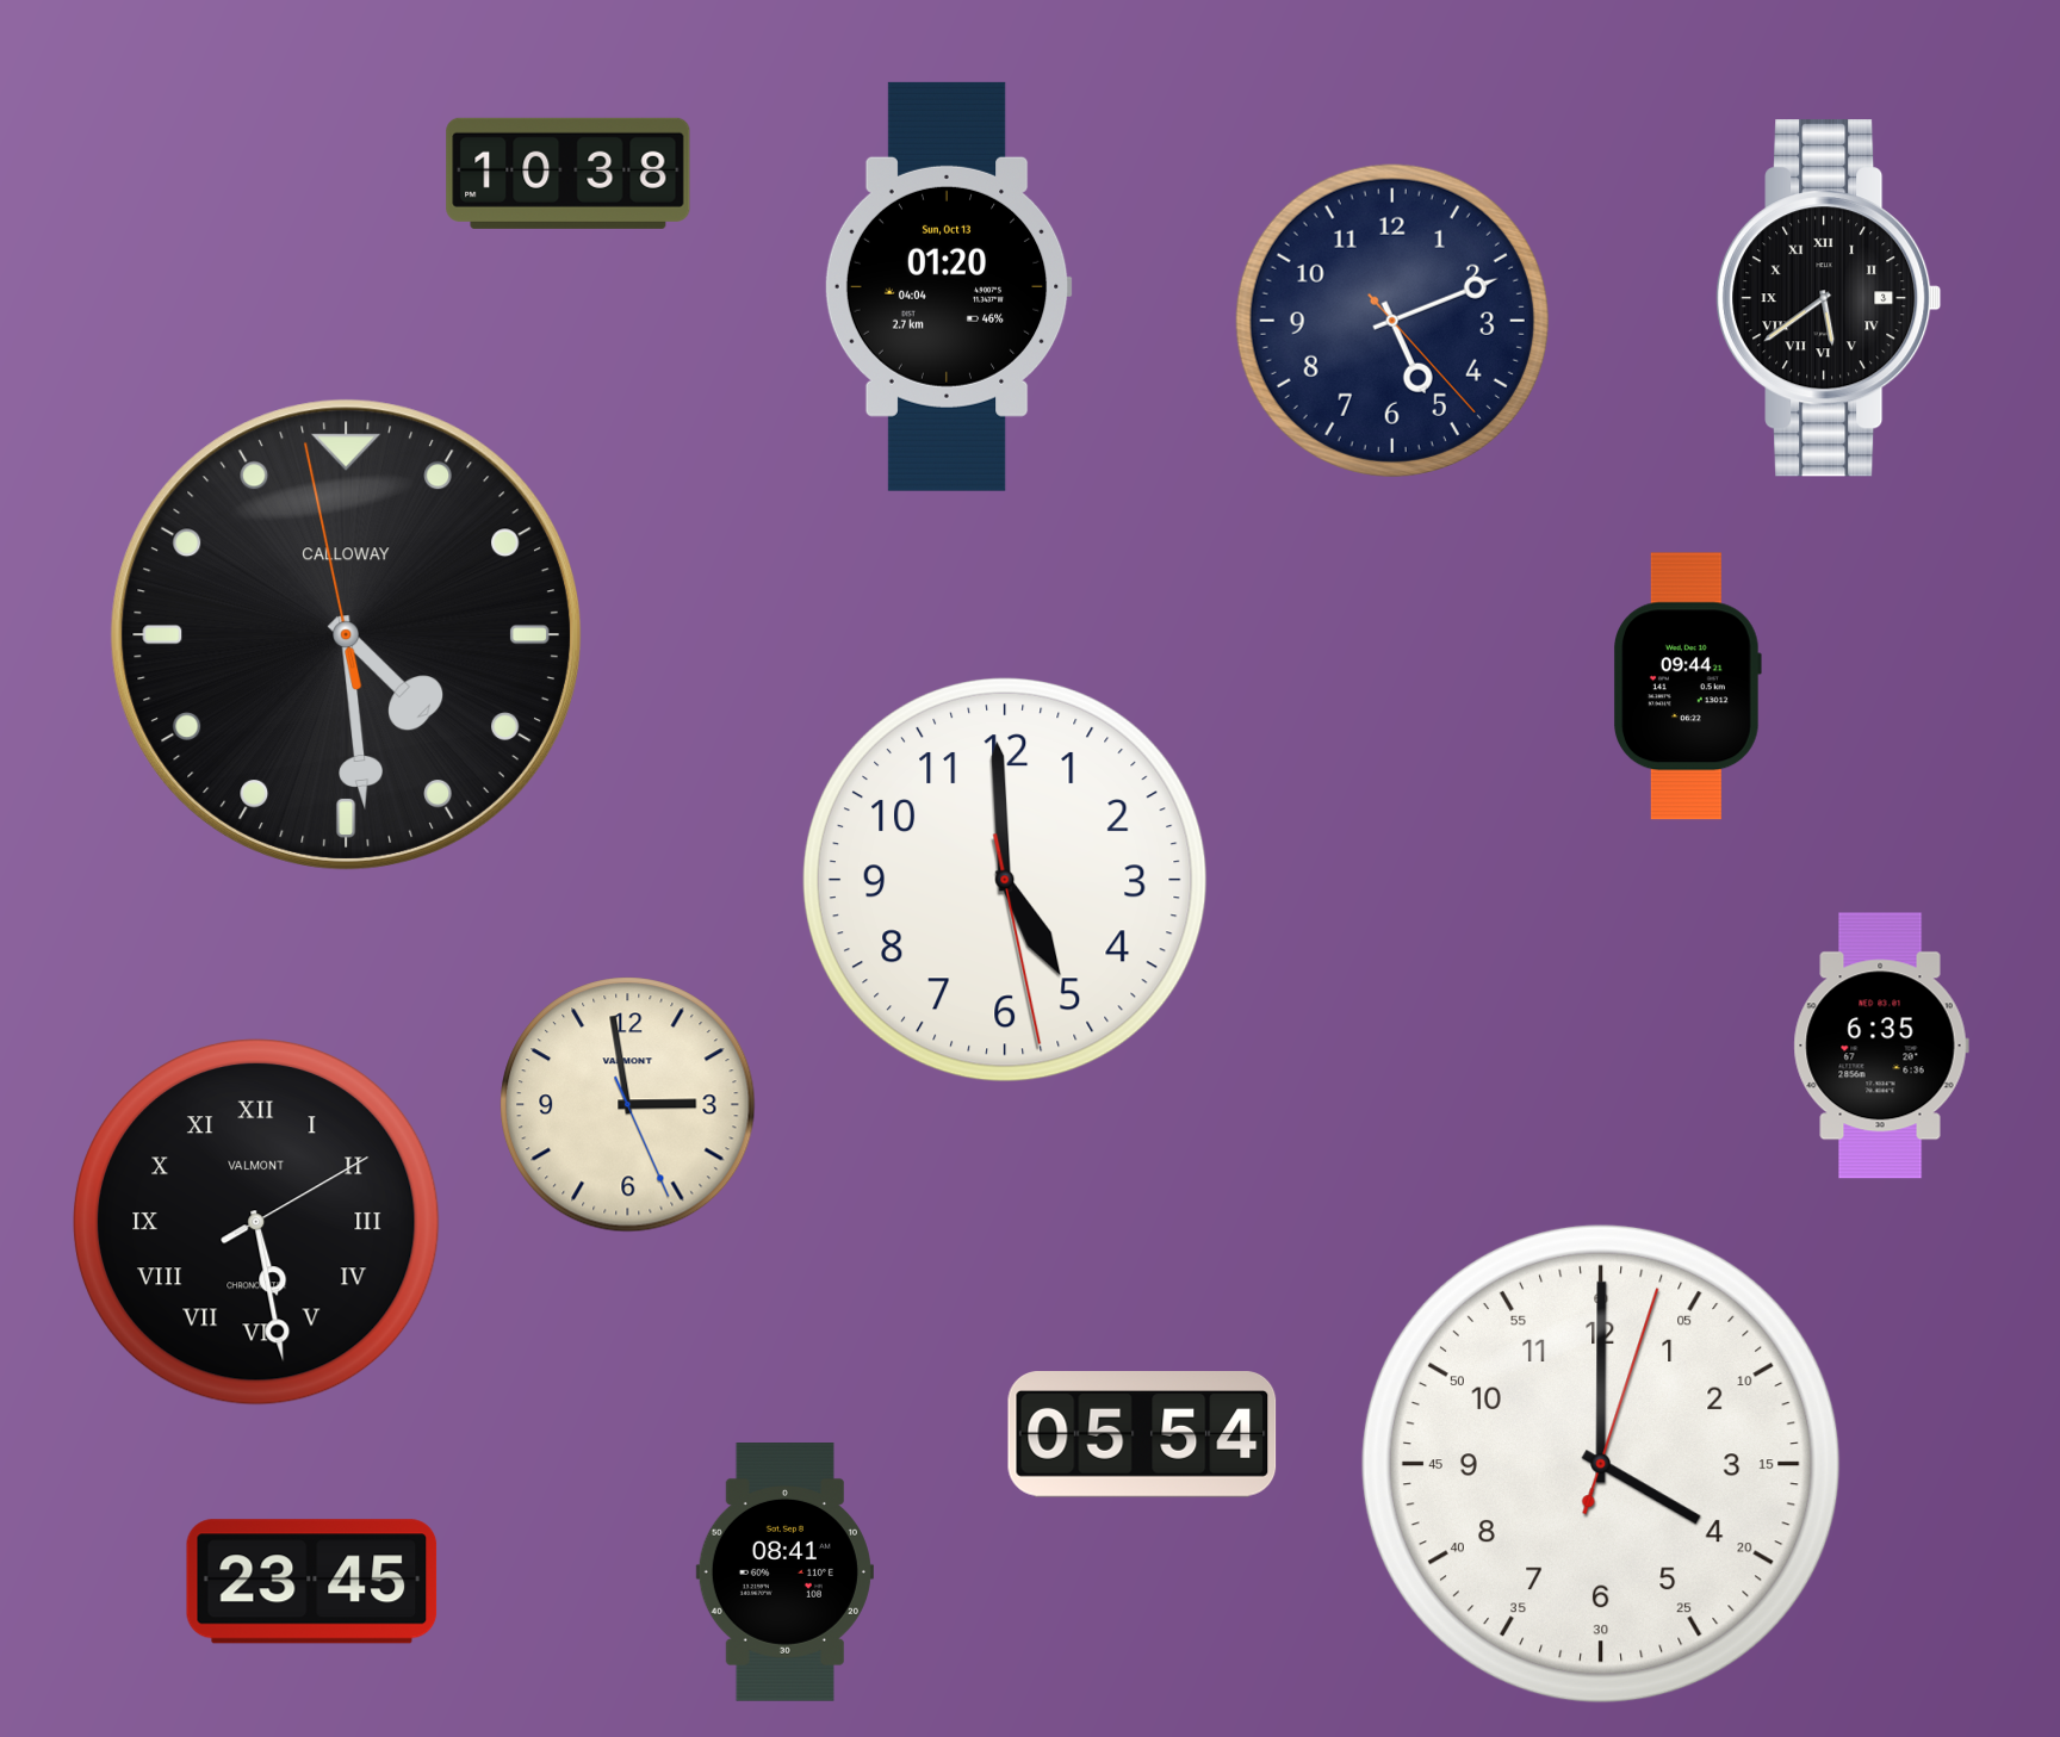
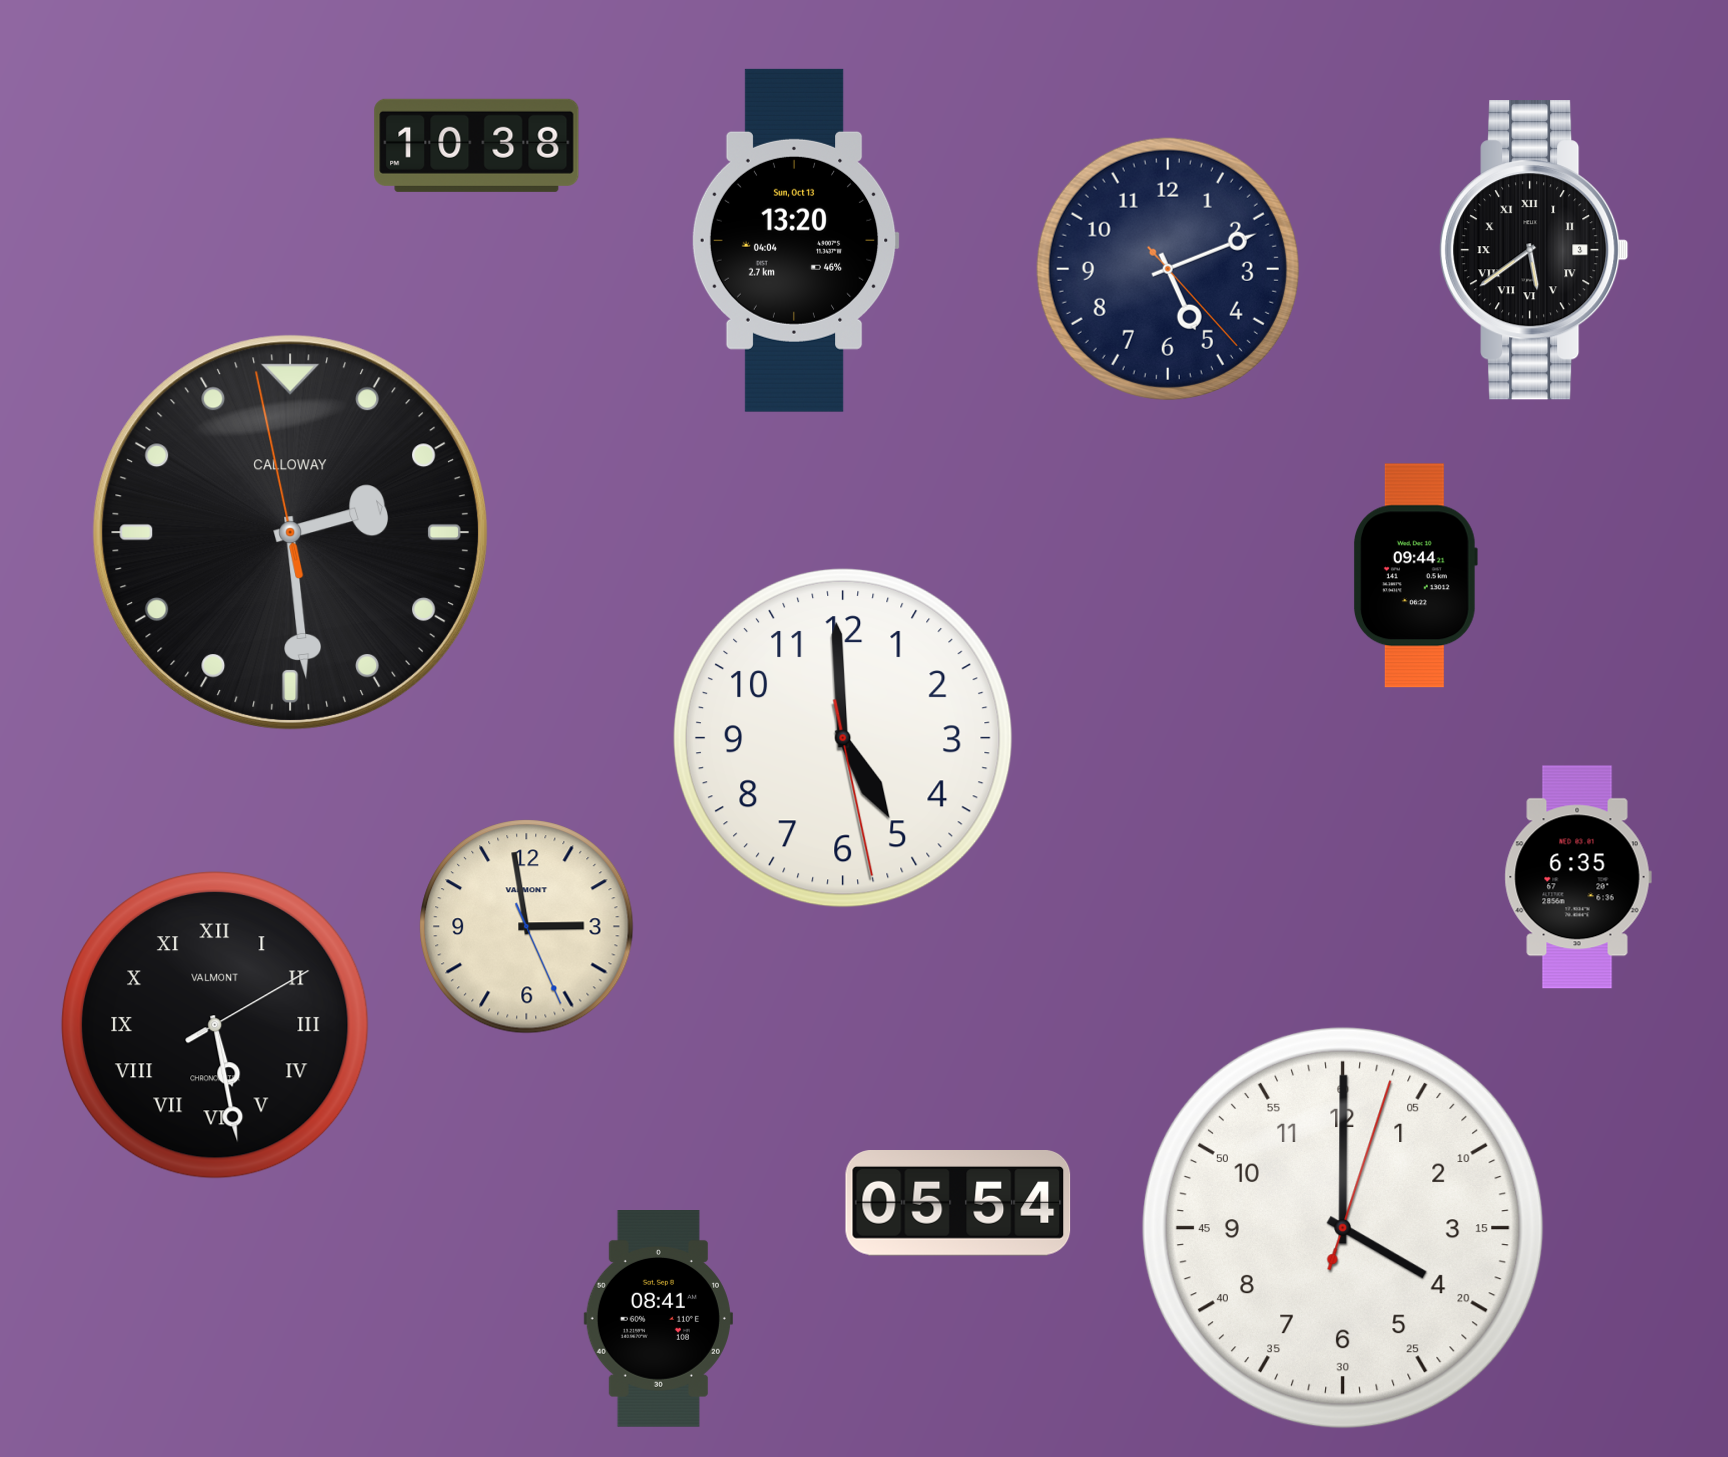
clock at (948, 286): 01:20 -> 13:20
clock at (346, 634): 4:28 -> 2:28
clock at (312, 1582): 23:45 -> none
